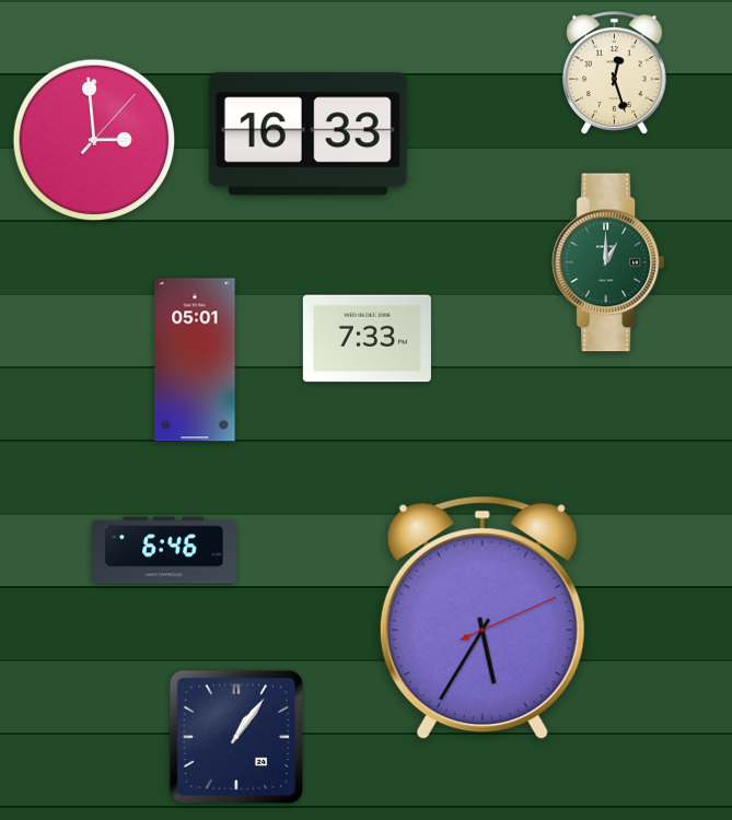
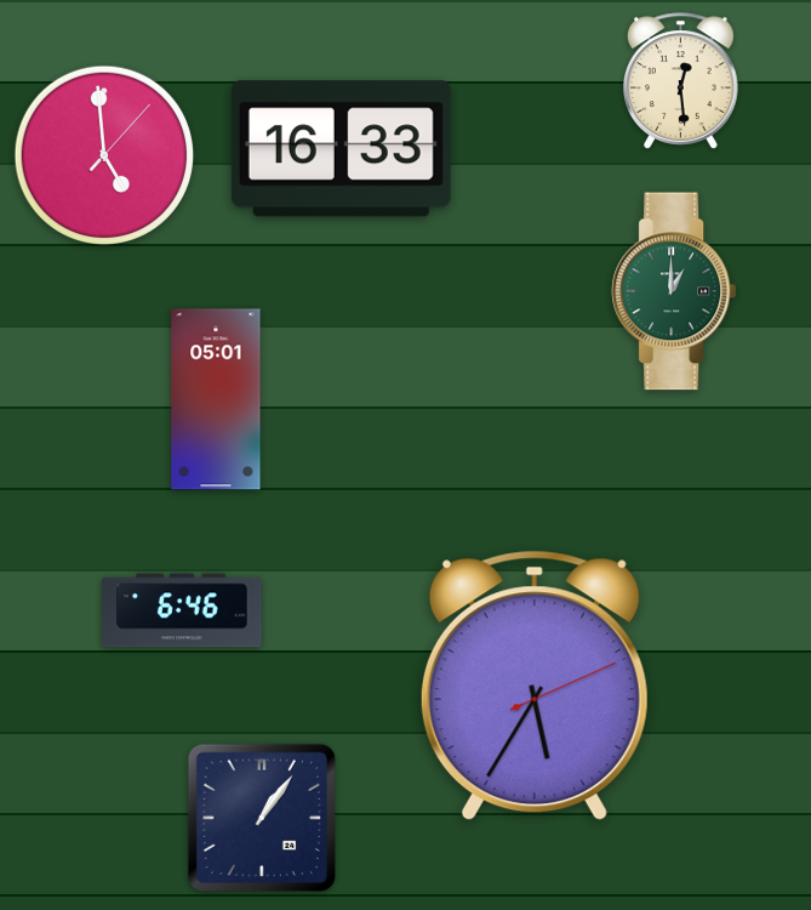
clock at (615, 73): 12:27 -> 12:29
clock at (94, 140): 2:59 -> 4:59
clock at (367, 339): 7:33 -> none
